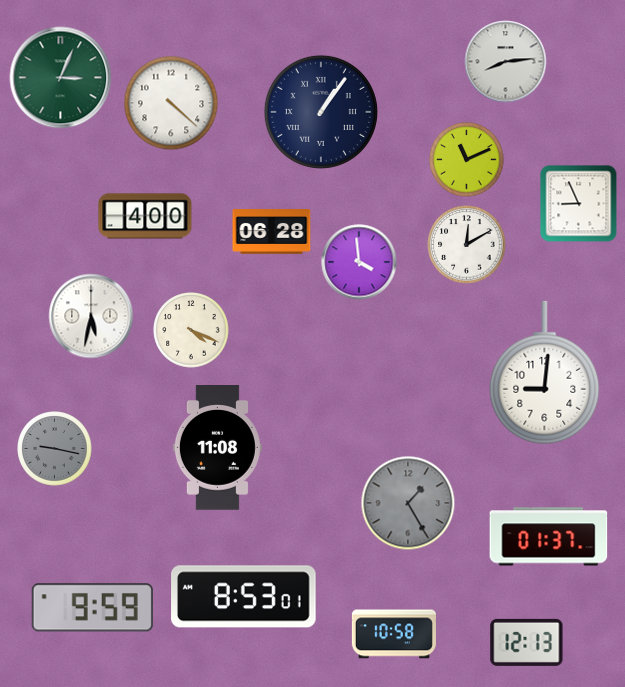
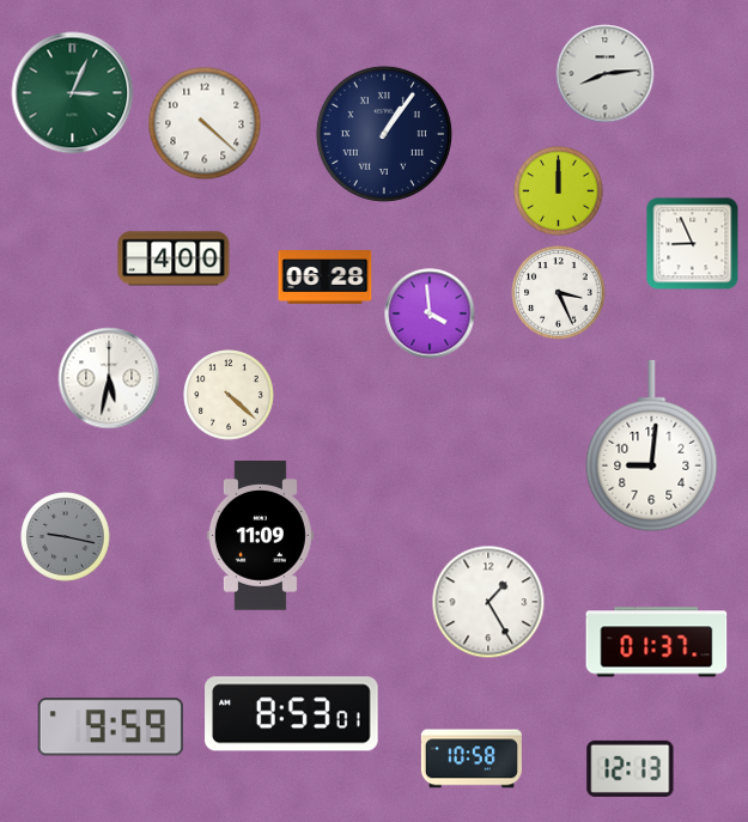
clock at (467, 160): 11:11 -> 12:00
clock at (467, 245): 12:10 -> 3:26
clock at (191, 330): 4:19 -> 4:22
clock at (217, 448): 11:08 -> 11:09
clock at (408, 503) dial: grey -> white
